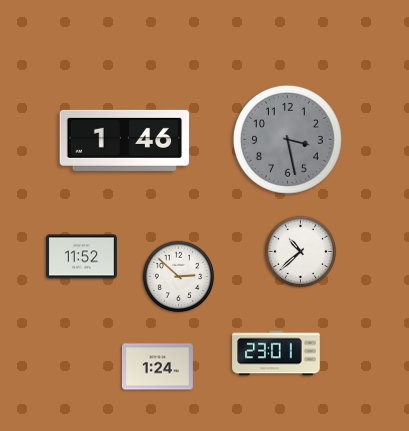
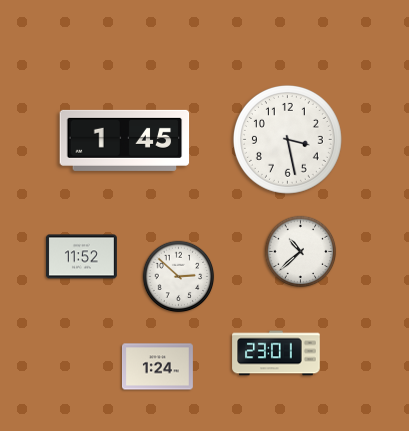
clock at (287, 139) dial: grey -> white
clock at (125, 140): 1:46 -> 1:45
